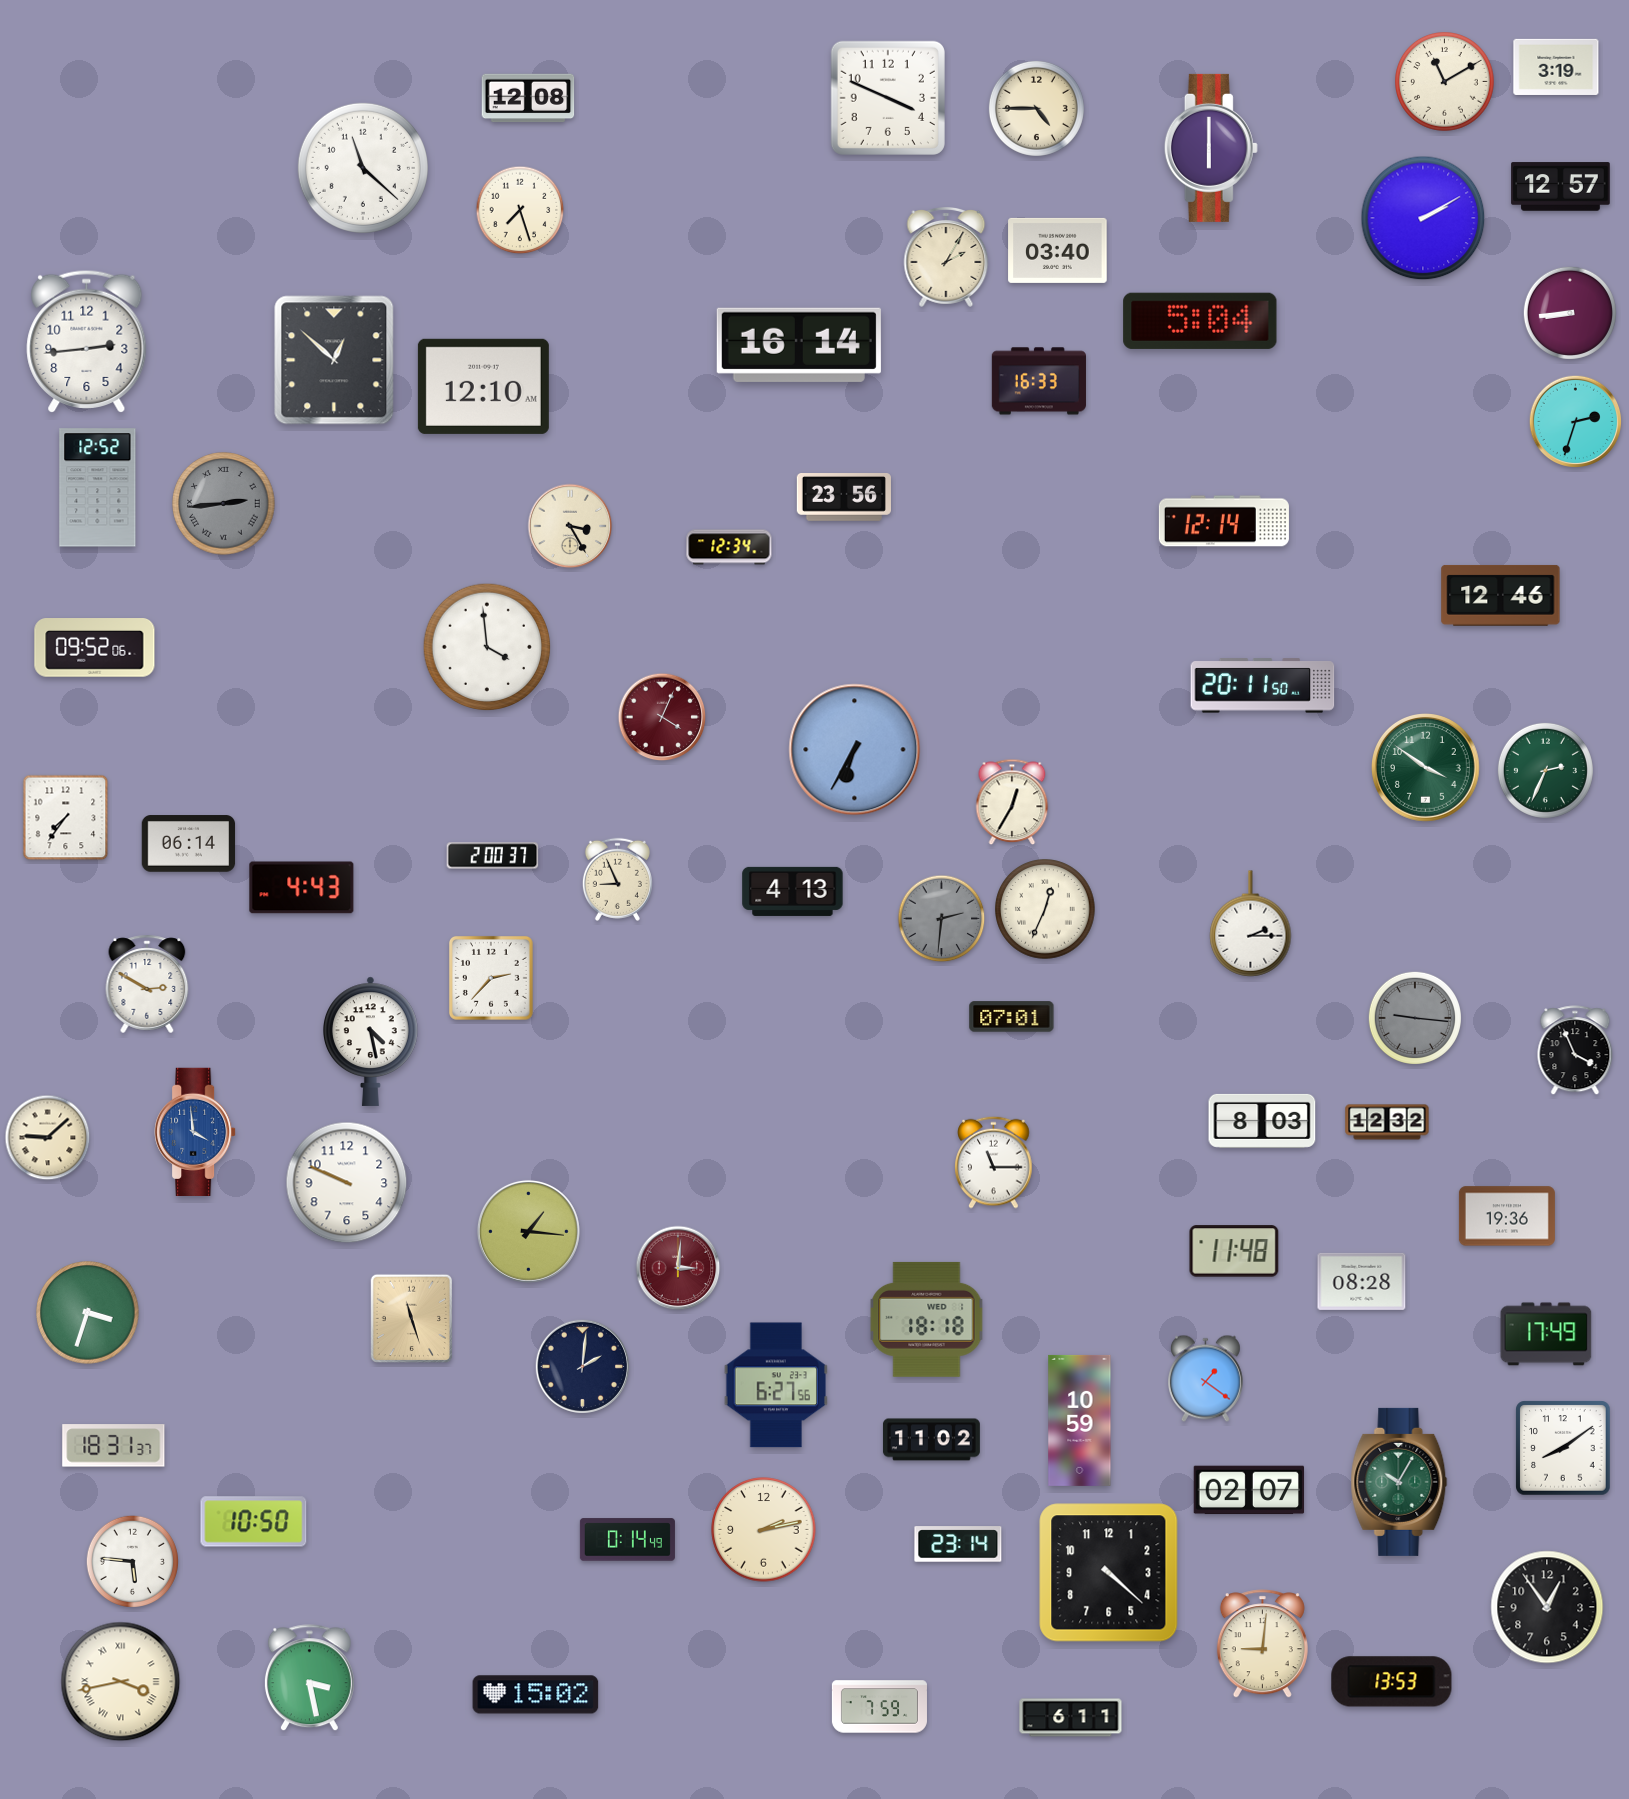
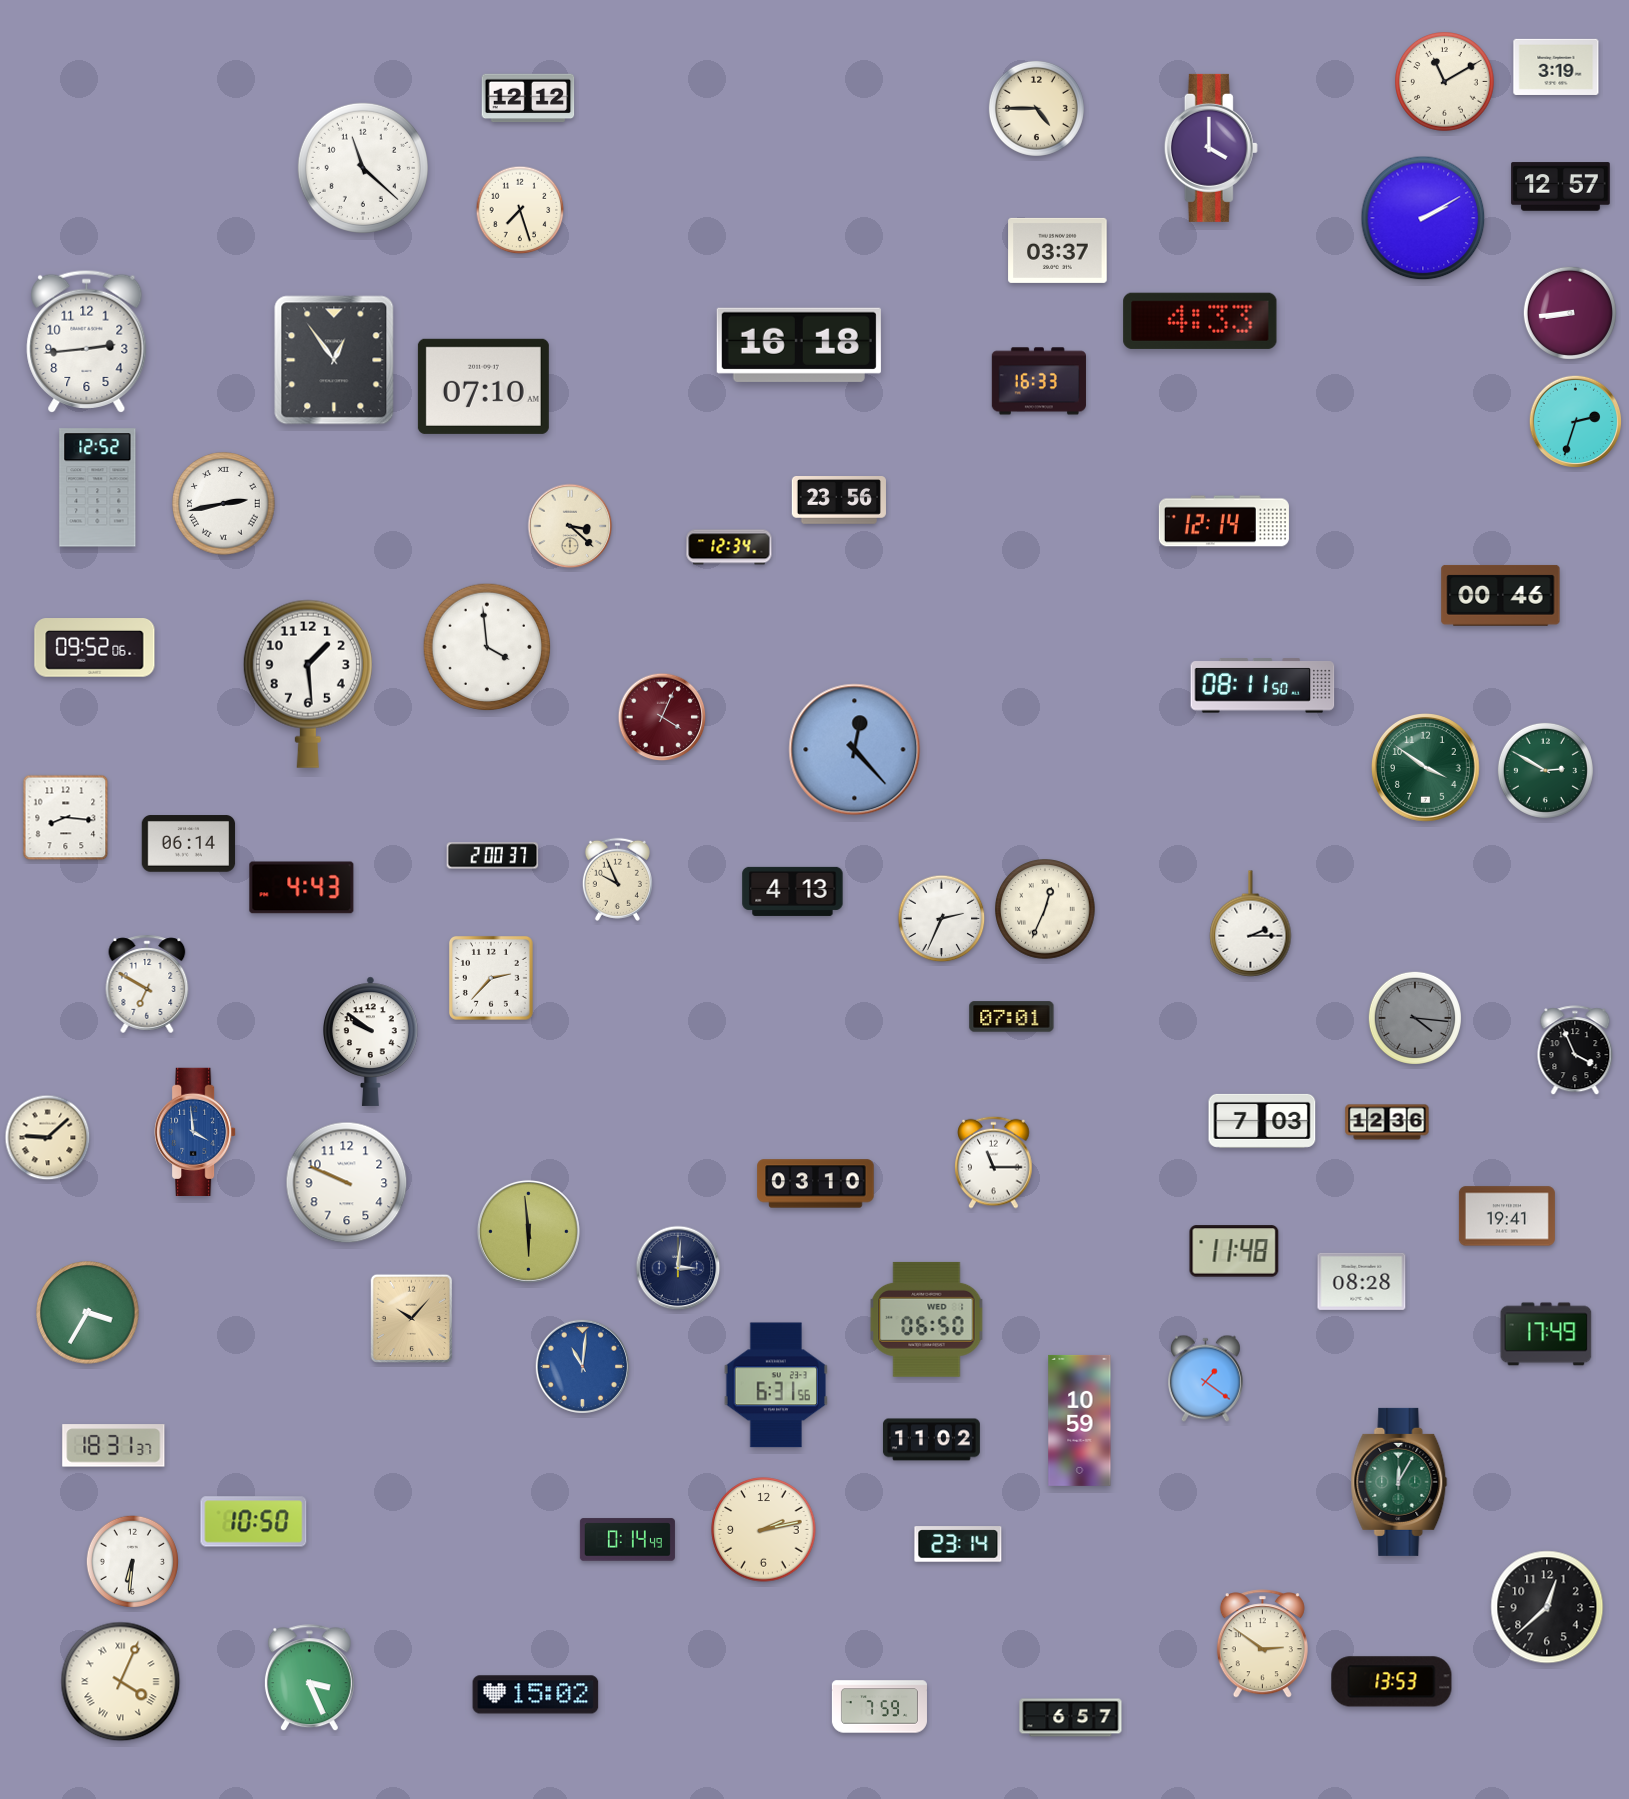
clock at (528, 98): 12:08 -> 12:12
clock at (888, 98): 3:49 -> none
clock at (1211, 148): 6:00 -> 4:00
clock at (1058, 250): 03:40 -> 03:37
clock at (946, 257): 2:05 -> none
clock at (1200, 321): 5:04 -> 4:33
clock at (799, 345): 16:14 -> 16:18
clock at (334, 360): 12:52 -> 12:54
clock at (483, 386): 12:10 -> 07:10
clock at (844, 498) position: (844, 498) -> (839, 501)
clock at (224, 504): 2:44 -> 2:43
clock at (224, 504) dial: grey -> white
clock at (570, 526): 3:25 -> 3:22
clock at (1501, 595): 12:46 -> 00:46
clock at (308, 684): none -> 1:29
clock at (1263, 686): 20:11 -> 08:11
clock at (855, 750): 6:35 -> 12:23
clock at (1545, 770): 2:34 -> 2:50
clock at (1012, 802): 12:35 -> none
clock at (66, 818): 7:36 -> 8:16
clock at (617, 879): 8:56 -> 9:56
clock at (942, 919): 2:31 -> 2:34
clock at (942, 919) dial: grey -> white
clock at (147, 984): 2:50 -> 6:50
clock at (1415, 1018): 9:16 -> 4:16
clock at (371, 1041): 4:28 -> 9:51
clock at (1262, 1121): 8:03 -> 7:03
clock at (1387, 1122): 12:32 -> 12:36
clock at (816, 1184): none -> 03:10
clock at (1507, 1216): 19:36 -> 19:41
clock at (528, 1231): 1:16 -> 5:59
clock at (678, 1268) dial: burgundy -> navy
clock at (88, 1313): 3:33 -> 3:35
clock at (412, 1319): 11:27 -> 10:07
clock at (927, 1319): 18:18 -> 06:50
clock at (582, 1366): 2:01 -> 11:01
clock at (582, 1366) dial: navy -> blue
clock at (775, 1385): 6:27 -> 6:31
clock at (1563, 1448): 8:09 -> none
clock at (1399, 1482): 10:05 -> 12:05
clock at (1249, 1490): 02:07 -> none
clock at (132, 1561): 5:46 -> 6:31
clock at (1109, 1573): 4:22 -> none
clock at (1547, 1607): 12:54 -> 12:38
clock at (1262, 1644): 9:01 -> 2:51
clock at (309, 1678): 3:28 -> 3:26
clock at (121, 1682): 3:43 -> 4:04
clock at (1071, 1718): 6:11 -> 6:57
